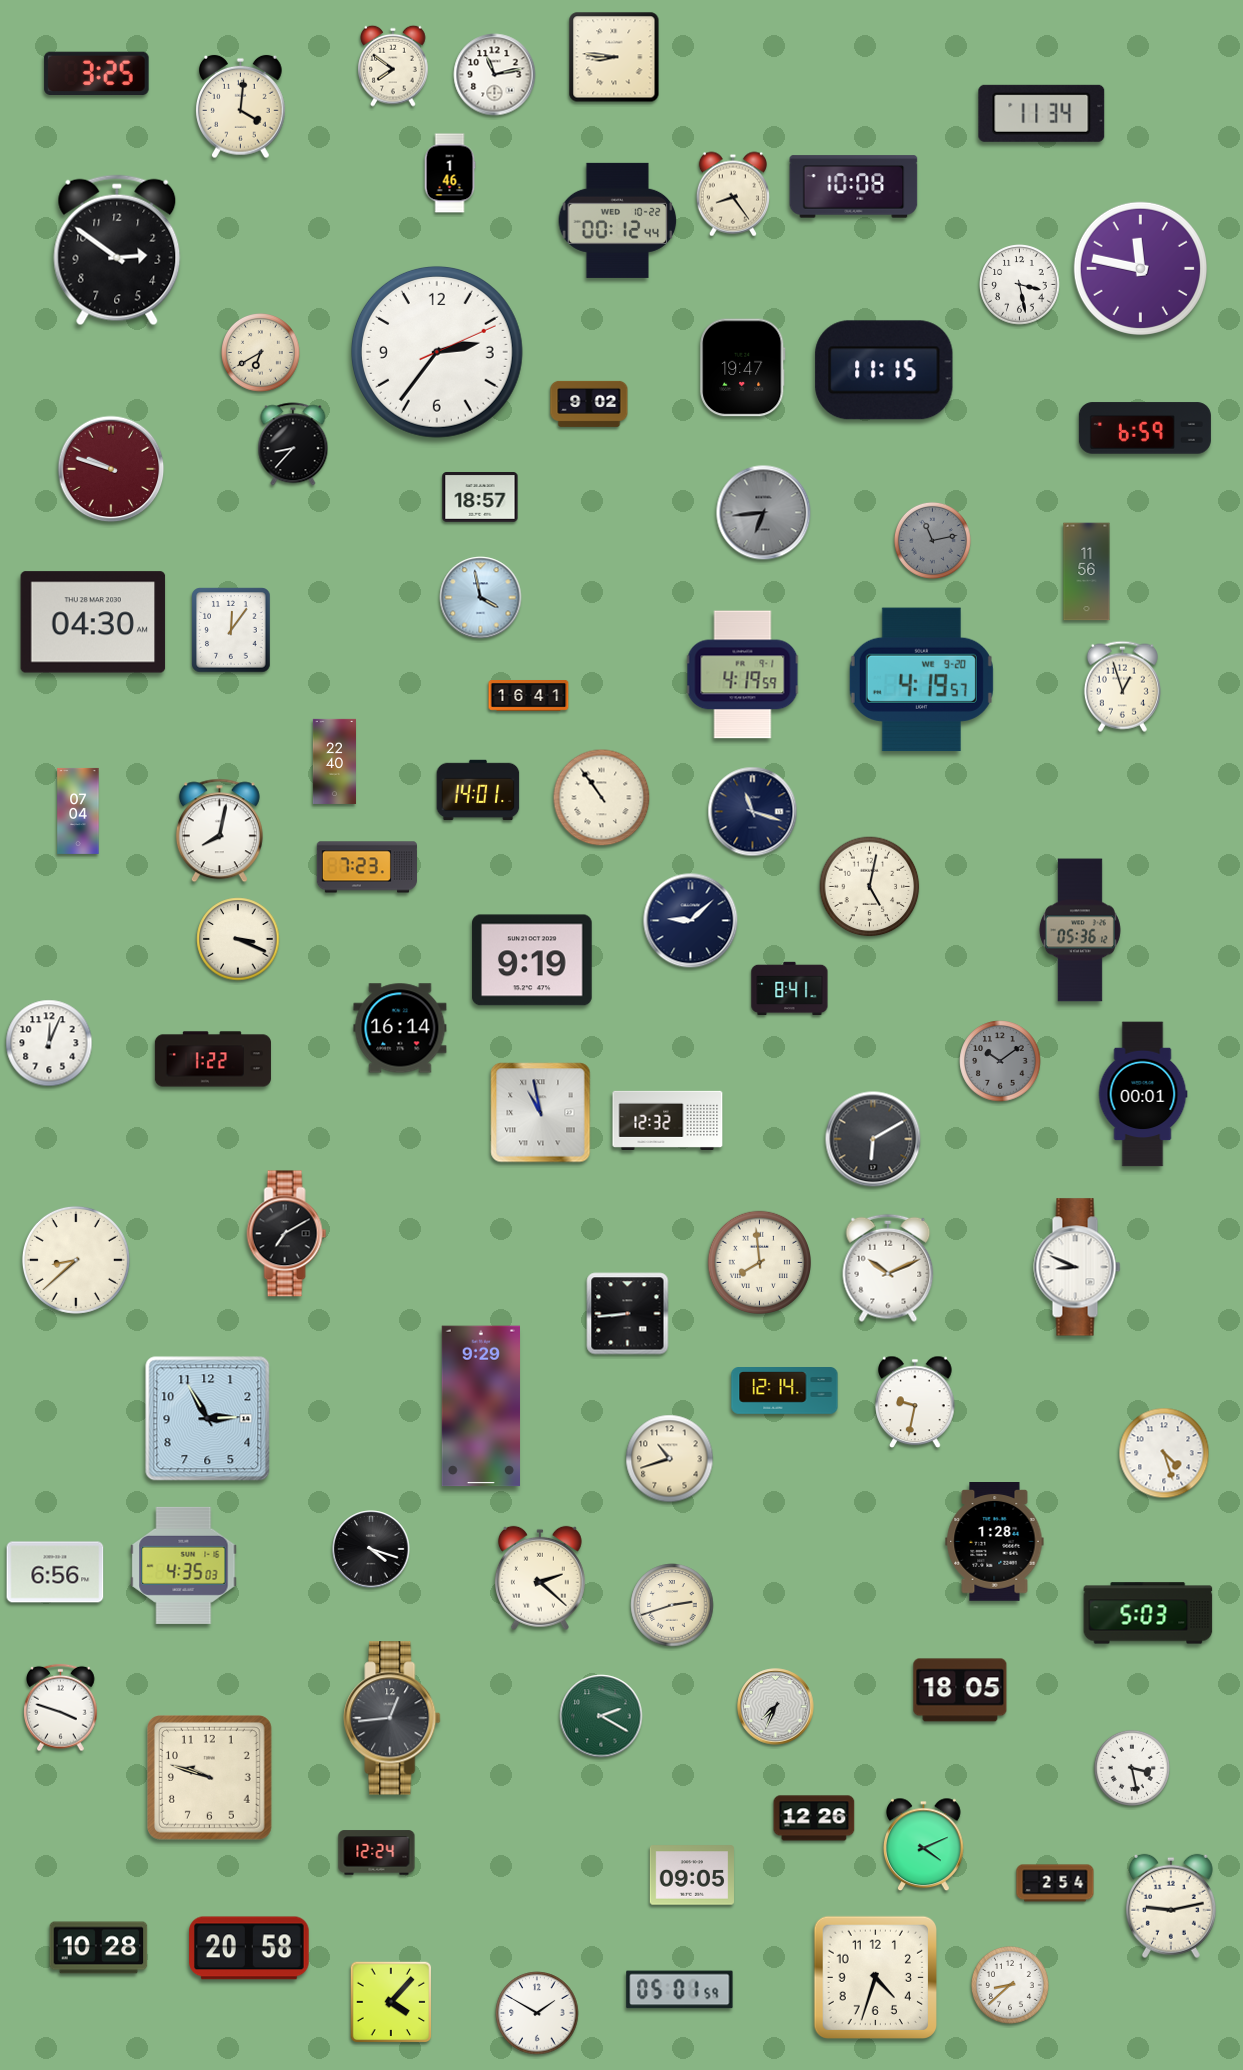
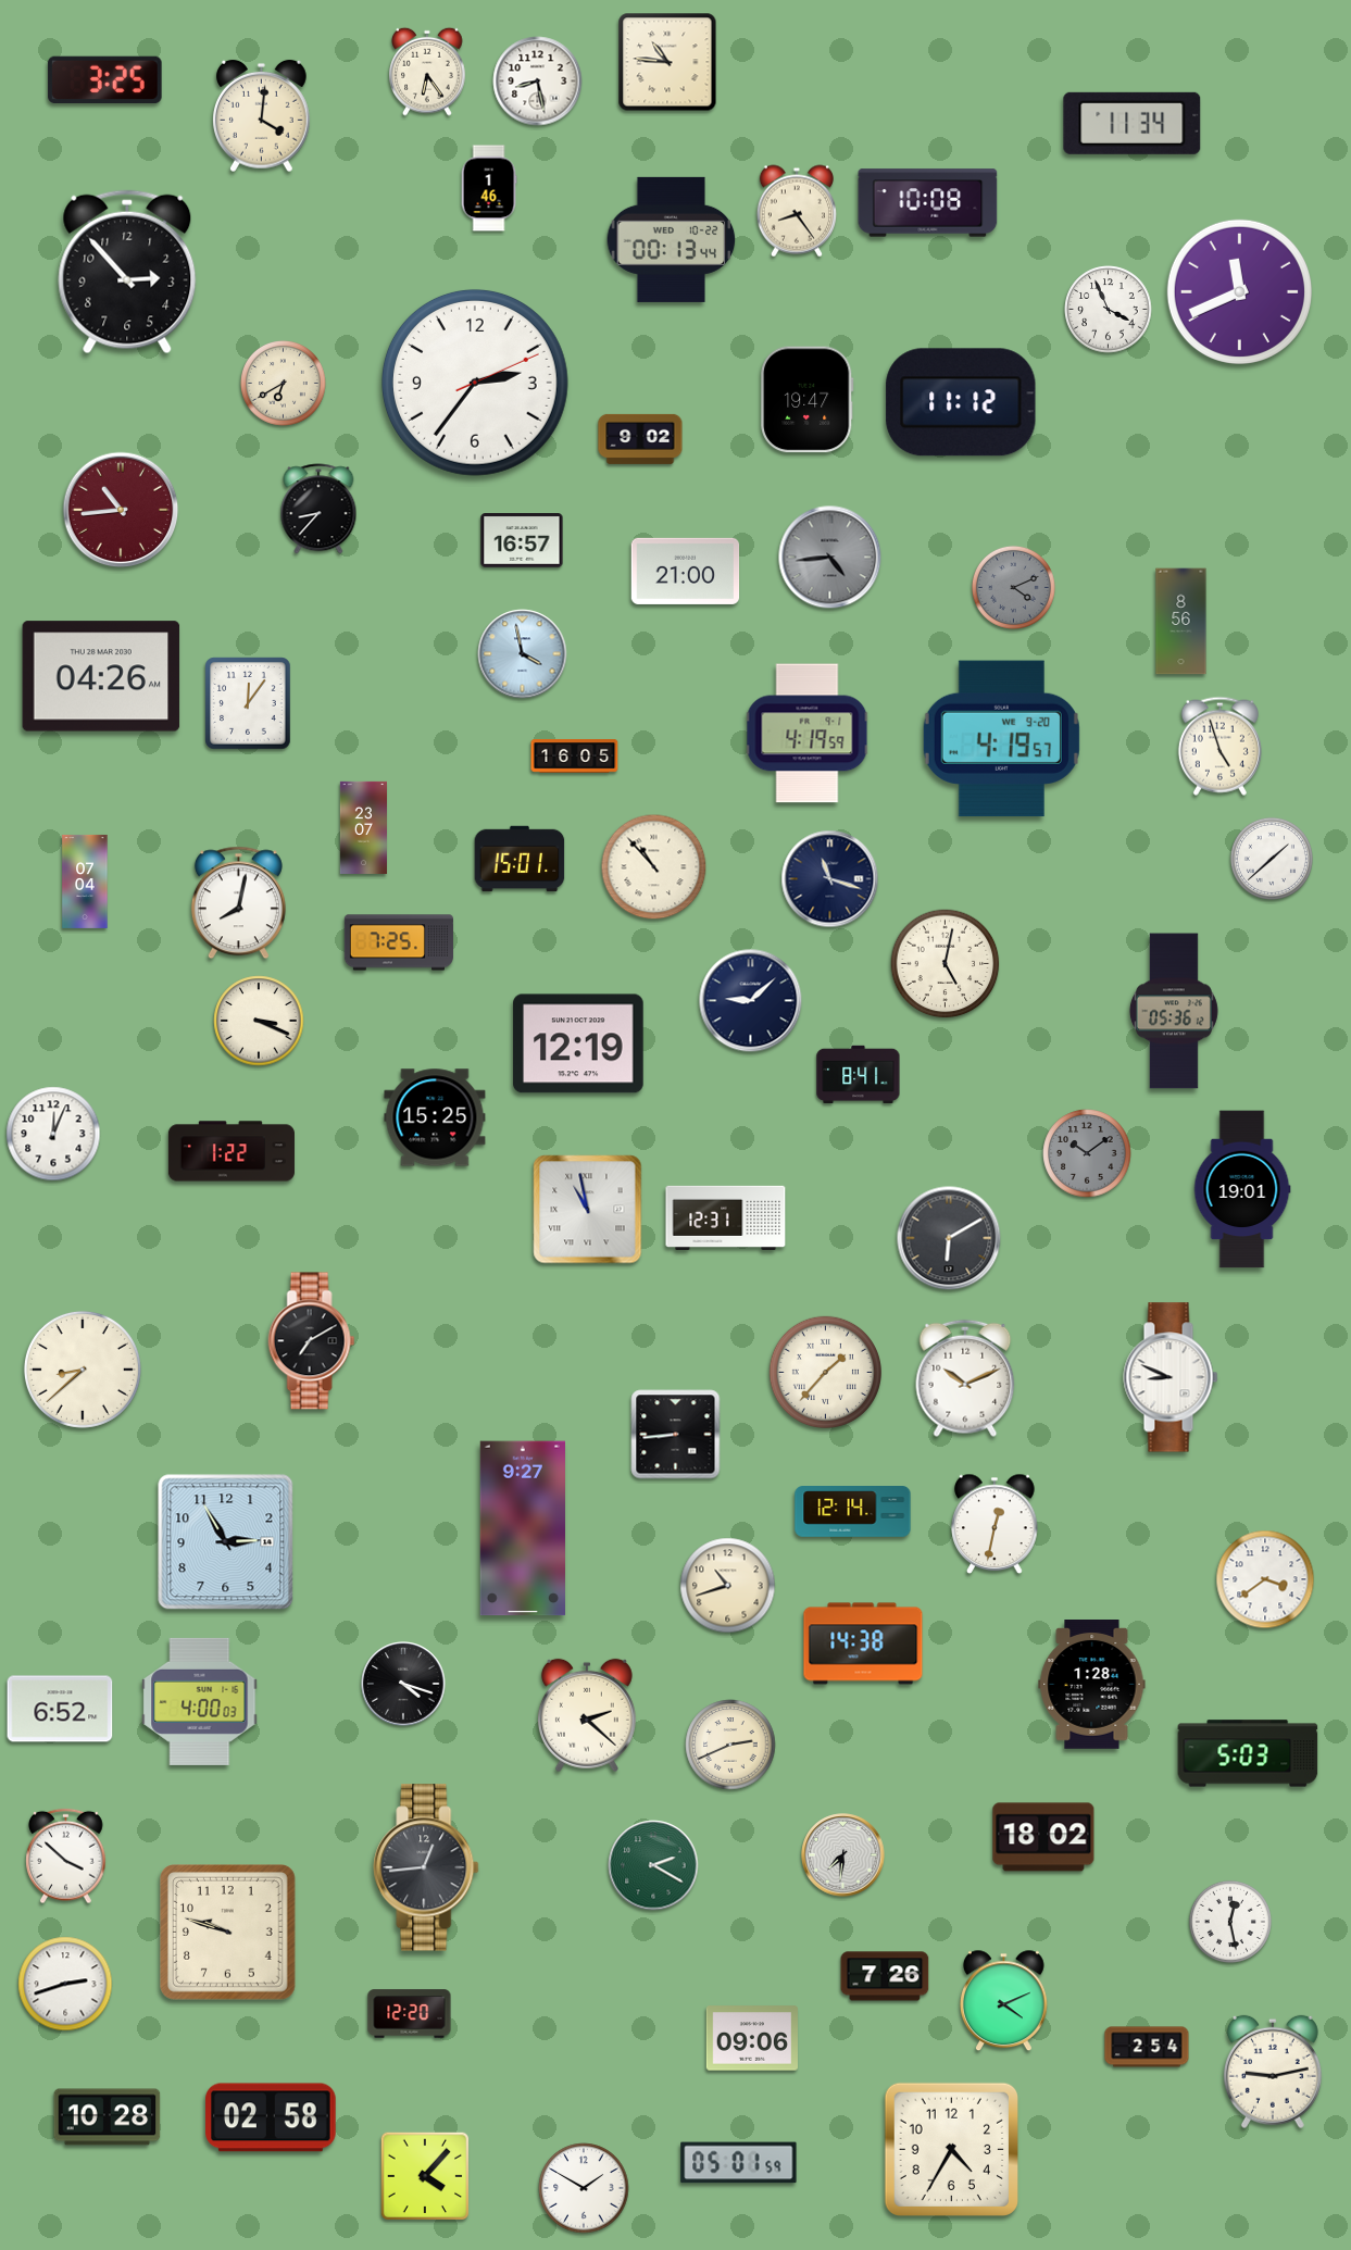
clock at (614, 57): 8:46 -> 10:46
clock at (393, 66): 7:51 -> 6:24
clock at (495, 75): 11:13 -> 8:28
clock at (618, 220): 00:12 -> 00:13
clock at (117, 250): 2:51 -> 2:53
clock at (1140, 268): 11:47 -> 11:41
clock at (1020, 285): 3:28 -> 3:56
clock at (884, 370): 11:15 -> 11:12
clock at (1145, 428): 6:59 -> none
clock at (293, 444) position: (293, 444) -> (318, 509)
clock at (111, 469): 9:48 -> 10:44
clock at (480, 498): 18:57 -> 16:57
clock at (764, 513): 6:44 -> 4:44
clock at (686, 571): none -> 21:00
clock at (932, 540): 11:13 -> 4:11
clock at (1087, 572): 11:56 -> 8:56
clock at (481, 598) position: (481, 598) -> (523, 654)
clock at (93, 622): 04:30 -> 04:26
clock at (231, 630) position: (231, 630) -> (248, 703)
clock at (1122, 686): 12:57 -> 4:57
clock at (529, 696): 16:41 -> 16:05
clock at (334, 761): 22:40 -> 23:07
clock at (478, 790): 14:01 -> 15:01
clock at (1272, 859): none -> 1:38
clock at (602, 798): 10:54 -> 10:53
clock at (753, 812) position: (753, 812) -> (830, 879)
clock at (367, 867): 7:23 -> 7:25
clock at (532, 960): 9:19 -> 12:19
clock at (400, 1028): 16:14 -> 15:25
clock at (1143, 1094): 00:01 -> 19:01
clock at (668, 1120): 12:32 -> 12:31
clock at (759, 1262): 7:59 -> 1:37
clock at (628, 1314) position: (628, 1314) -> (676, 1435)
clock at (915, 1402): 9:32 -> 12:32
clock at (480, 1406): 9:29 -> 9:27
clock at (1164, 1453): 4:27 -> 3:39
clock at (863, 1643): none -> 14:38
clock at (995, 1542) position: (995, 1542) -> (1092, 1685)
clock at (184, 1565): 4:35 -> 4:00
clock at (55, 1572): 6:56 -> 6:52
clock at (672, 1605): 2:42 -> 2:41
clock at (960, 1690): 18:05 -> 18:02
clock at (776, 1707): 7:34 -> 7:31
clock at (61, 1708): 3:48 -> 3:52
clock at (1132, 1768): 3:28 -> 12:28
clock at (814, 1818): 12:26 -> 7:26
clock at (65, 1984): none -> 2:42
clock at (924, 1845) position: (924, 1845) -> (1004, 2001)
clock at (377, 1853): 12:24 -> 12:20
clock at (691, 1875): 09:05 -> 09:06
clock at (249, 1948): 20:58 -> 02:58
clock at (875, 1977): 4:33 -> 4:35
clock at (1010, 1985): 8:38 -> none
